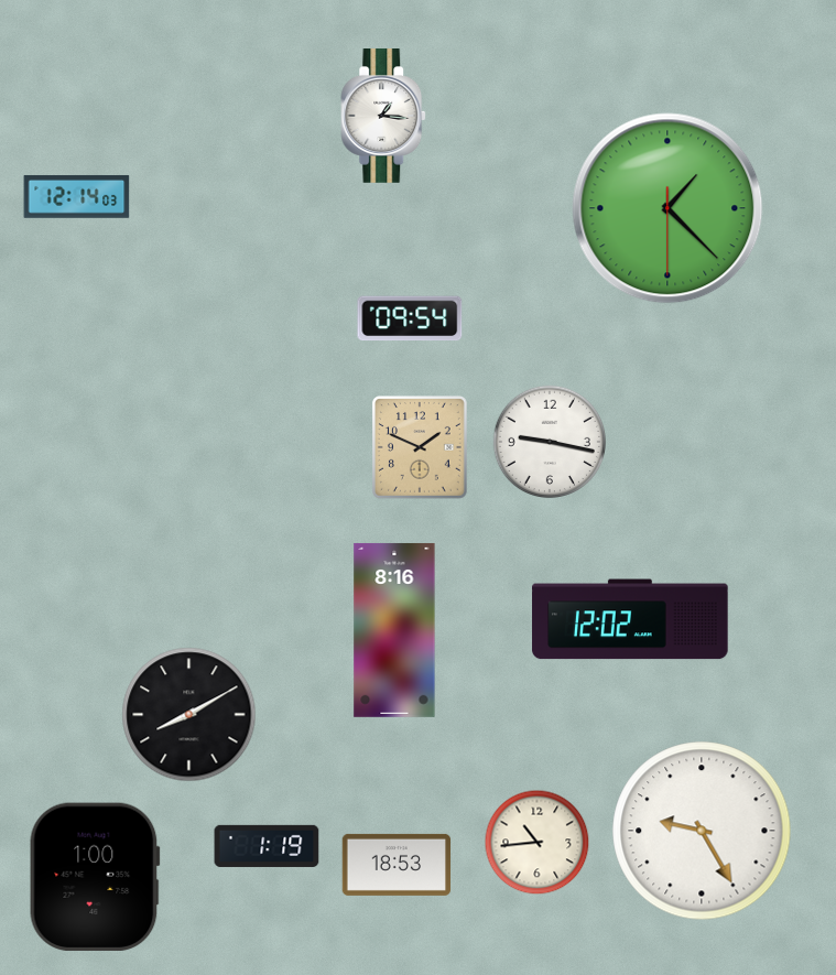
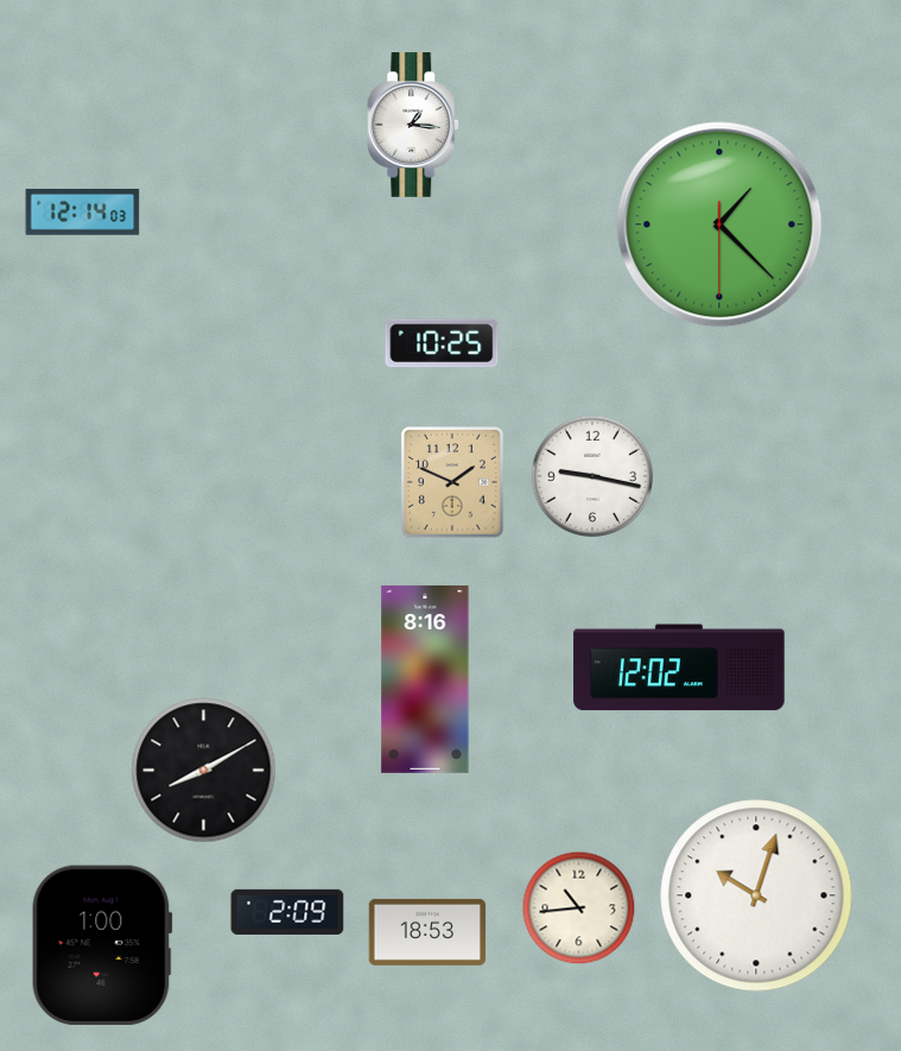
clock at (410, 318): 09:54 -> 10:25
clock at (702, 831): 9:25 -> 10:03
clock at (267, 846): 1:19 -> 2:09
